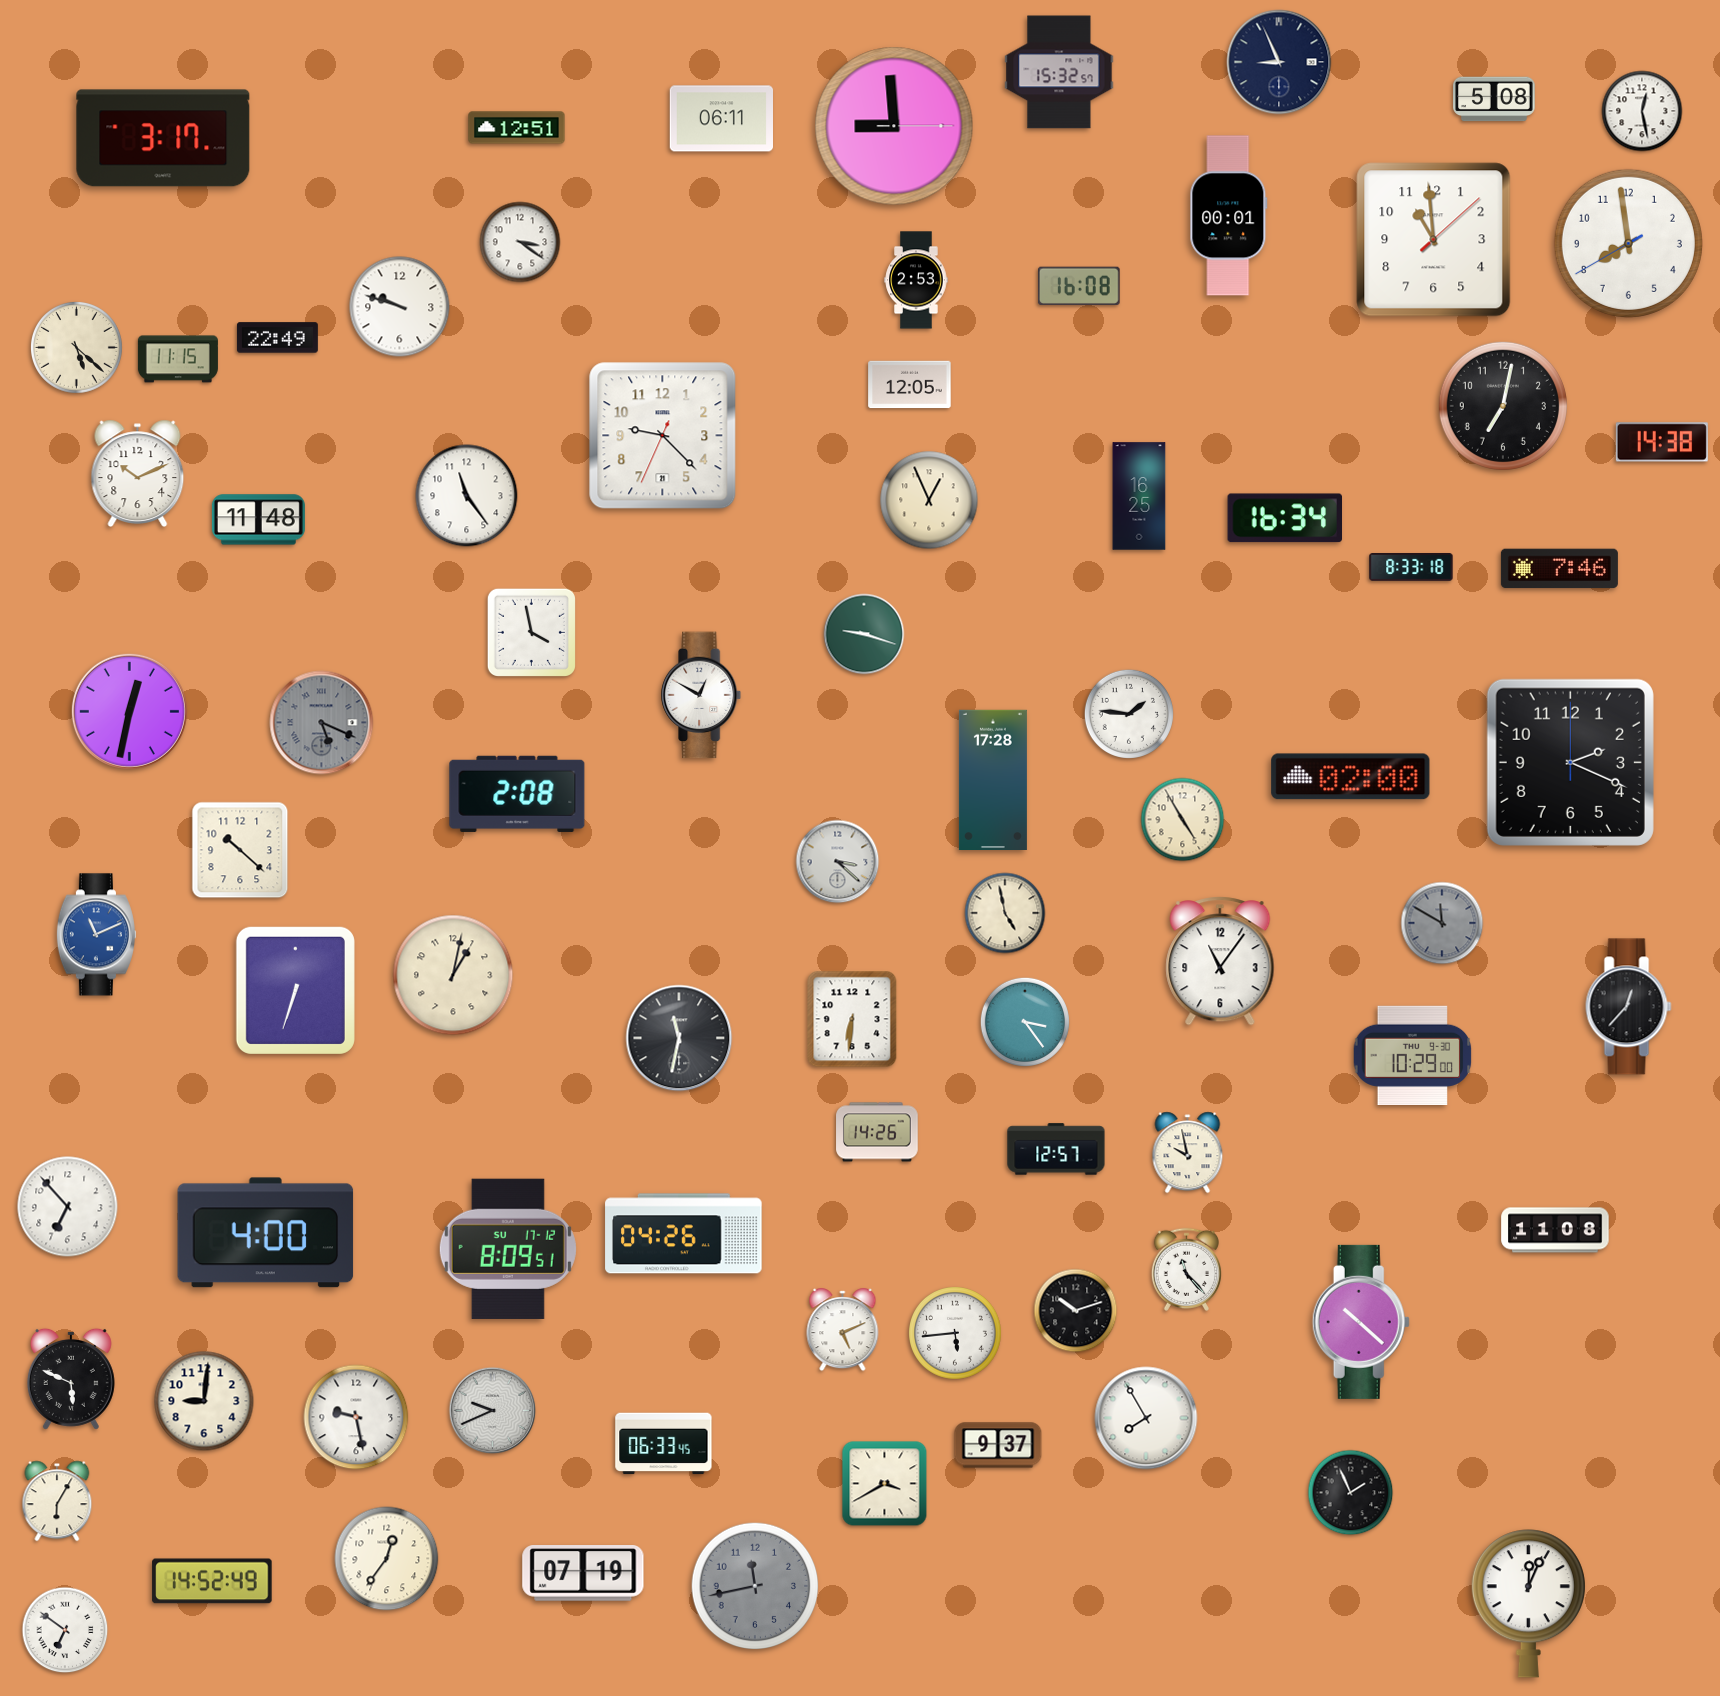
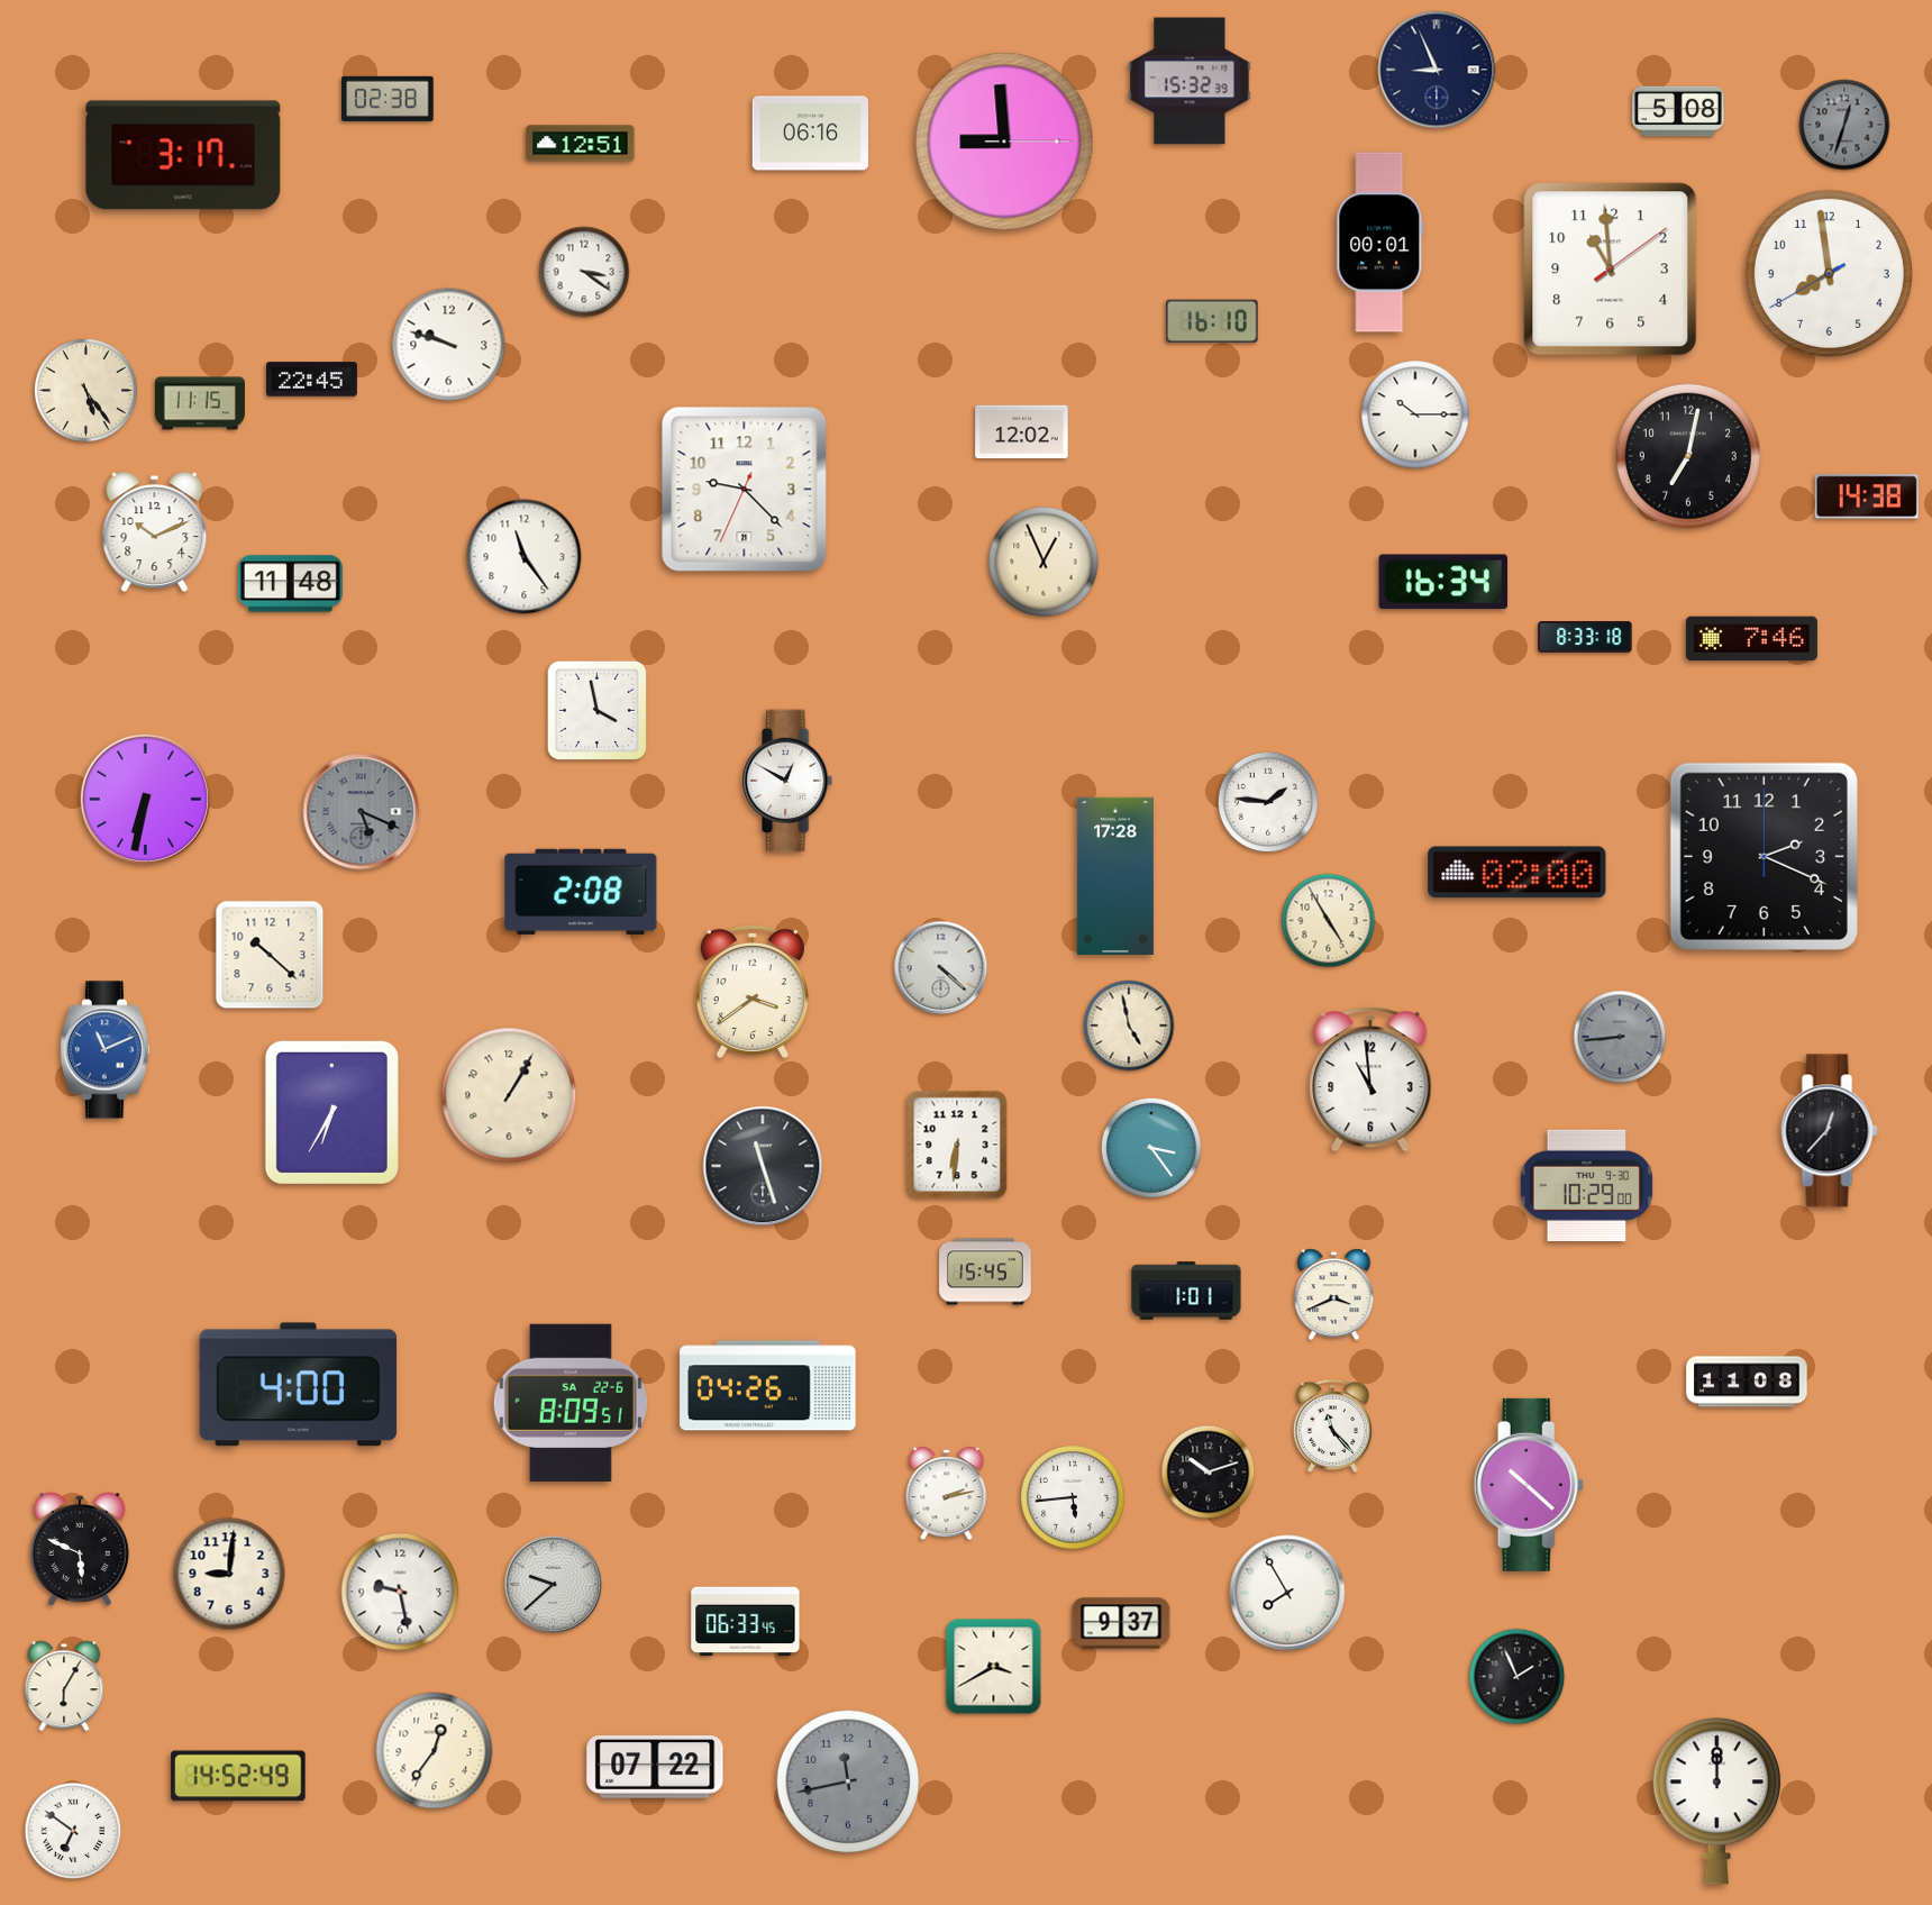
clock at (1059, 72): 15:32:57 -> 15:32:39
clock at (389, 99): none -> 02:38
clock at (1642, 111): 12:28 -> 12:33
clock at (1642, 111) dial: white -> grey
clock at (721, 119): 06:11 -> 06:16
clock at (1434, 240): 10:59:08 -> 10:59:09
clock at (916, 280): 2:53 -> none
clock at (1079, 286): 16:08 -> 16:10
clock at (277, 338): 22:49 -> 22:45
clock at (76, 347): 5:22 -> 5:24
clock at (1415, 414): none -> 10:15
clock at (910, 385): 12:05 -> 12:02
clock at (1139, 496): 16:25 -> none
clock at (864, 634): 9:18 -> none
clock at (129, 711): 12:32 -> 6:32
clock at (838, 862): 3:22 -> 4:22
clock at (753, 992): none -> 3:39
clock at (1442, 923): 11:50 -> 8:44
clock at (96, 935) position: (96, 935) -> (104, 1050)
clock at (1220, 961): 11:06 -> 10:59
clock at (453, 975): 1:02 -> 1:05
clock at (295, 990): 6:33 -> 6:35
clock at (679, 1038): 11:32 -> 11:27
clock at (877, 1132): 14:26 -> 15:45
clock at (1056, 1149): 12:57 -> 1:01
clock at (1188, 1153): 9:58 -> 3:41
clock at (68, 1207): 6:53 -> none
clock at (508, 1249) date: SU 17-12 -> SA 22-6
clock at (843, 1330): 5:11 -> 2:13
clock at (493, 1411): 9:41 -> 9:38
clock at (583, 1573): 07:19 -> 07:22
clock at (1528, 1604): 12:04 -> 12:00
